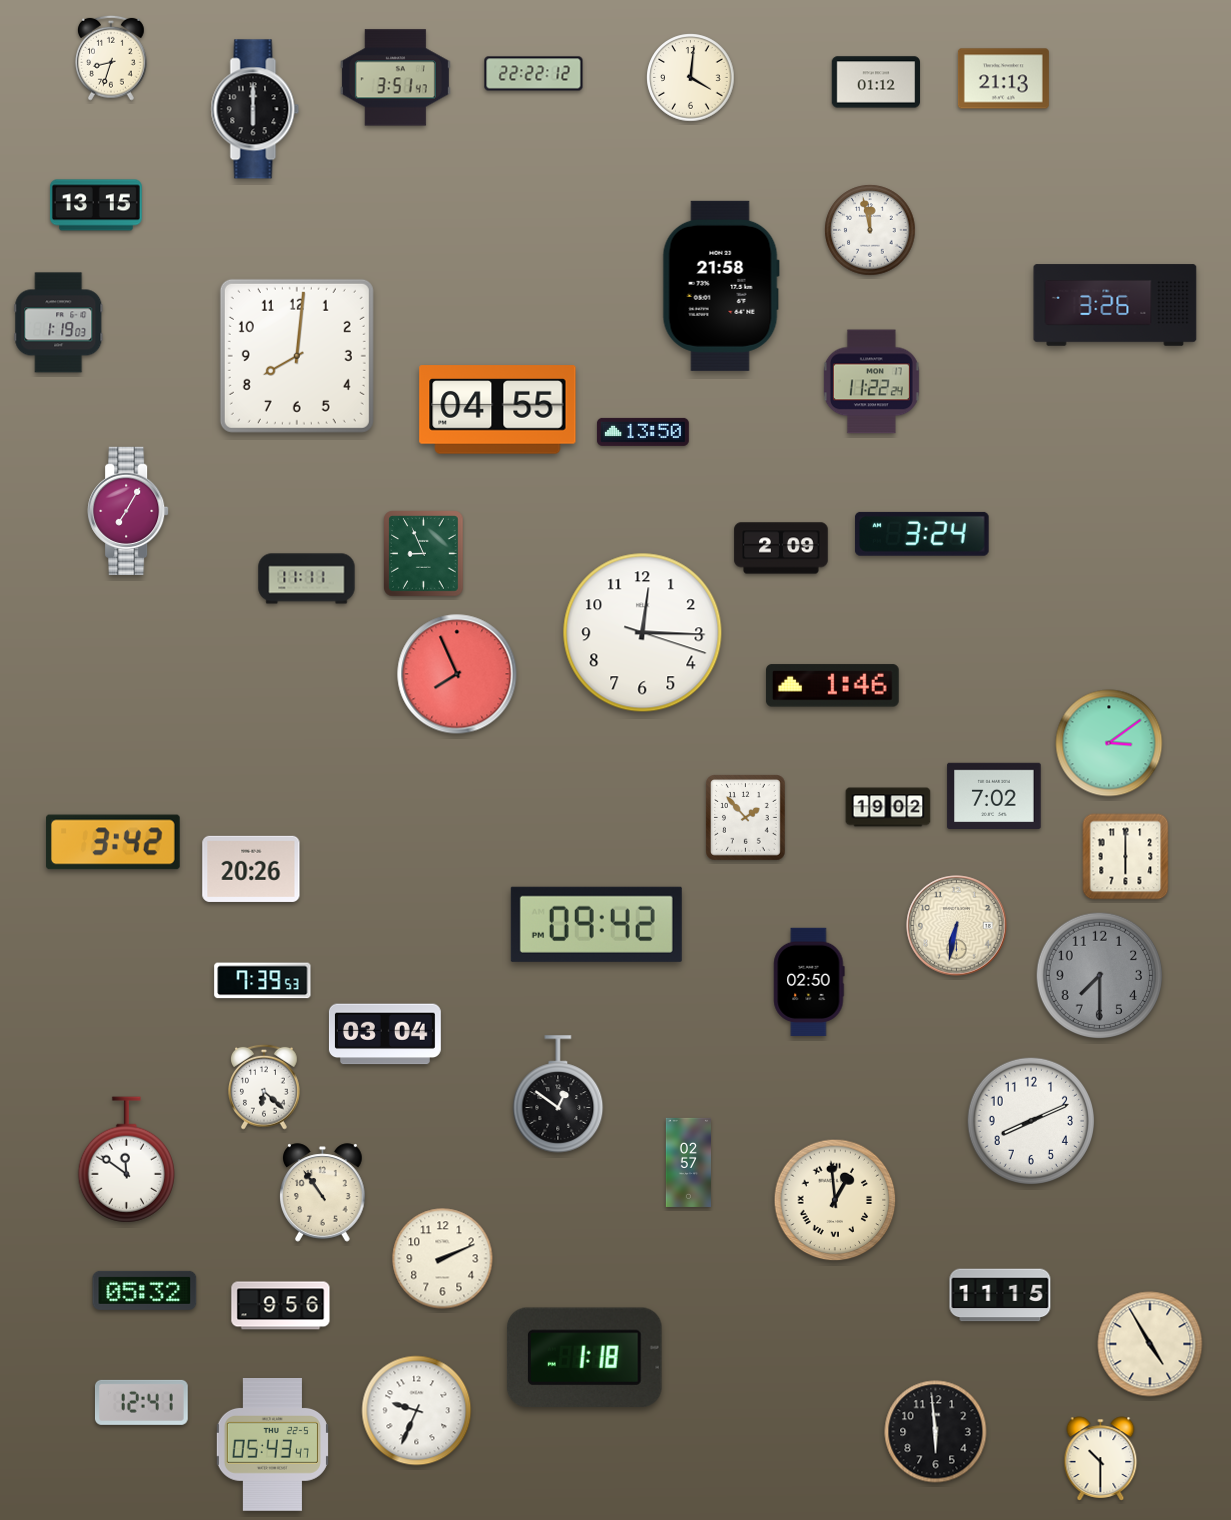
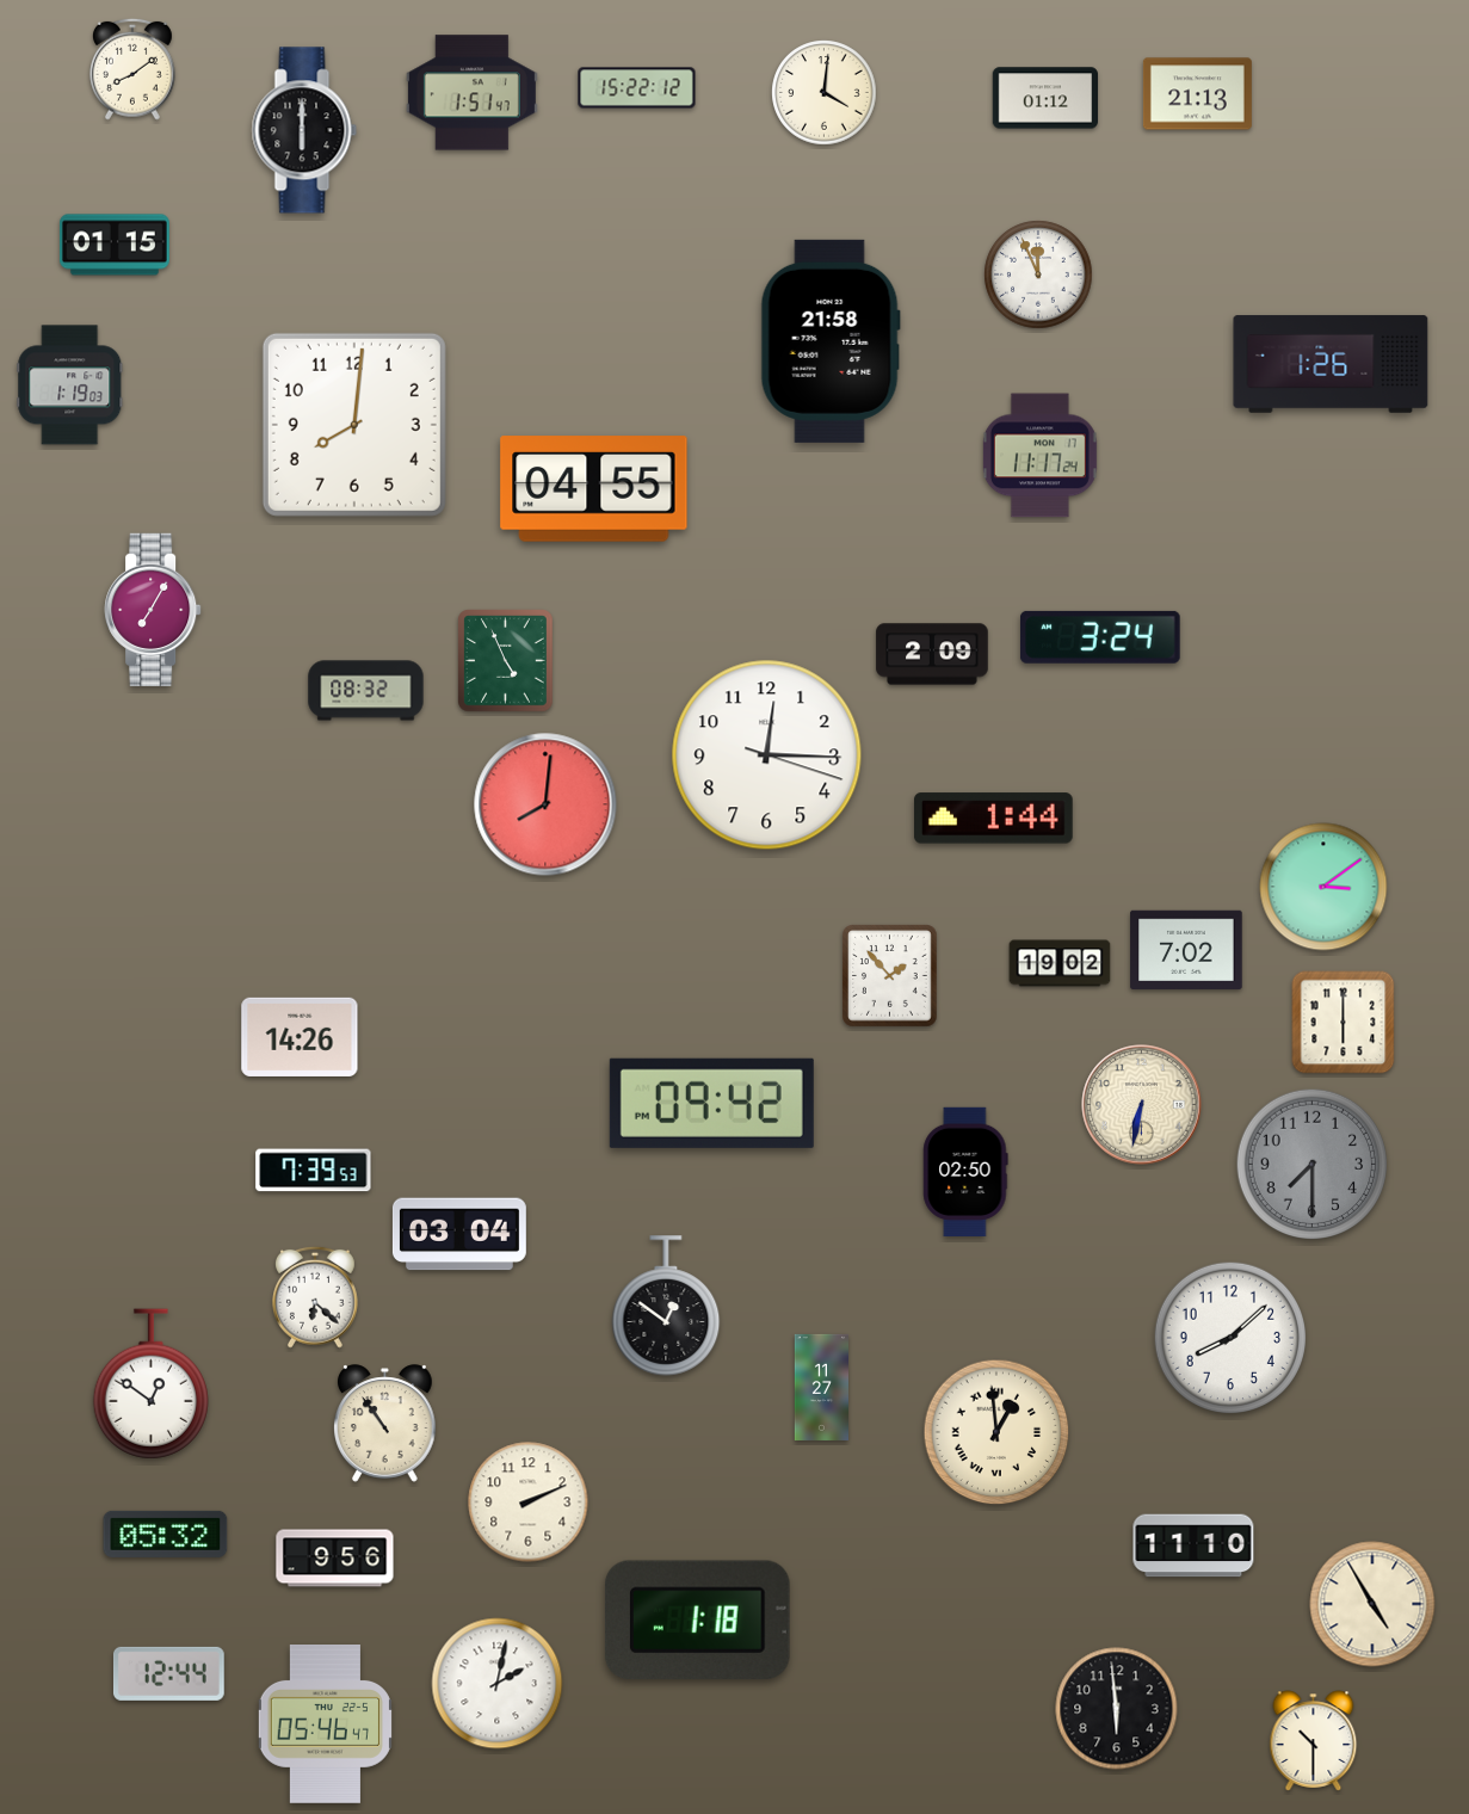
clock at (112, 58): 8:33 -> 8:09
clock at (534, 74): 22:22 -> 15:22
clock at (395, 78): 3:51 -> 1:51
clock at (96, 205): 13:15 -> 01:15
clock at (870, 230): 11:58 -> 11:56
clock at (721, 286) position: (721, 286) -> (831, 341)
clock at (1115, 305): 3:26 -> 1:26
clock at (871, 382): 11:22 -> 11:17
clock at (643, 432): 13:50 -> none
clock at (424, 554): 8:56 -> 4:56
clock at (307, 579): 11:11 -> 08:32
clock at (457, 674): 7:56 -> 8:01
clock at (832, 686): 1:46 -> 1:44
clock at (113, 842): 3:42 -> none
clock at (251, 869): 20:26 -> 14:26
clock at (1030, 1120): 8:11 -> 8:08
clock at (126, 1160): 11:51 -> 12:51
clock at (688, 1162): 02:57 -> 11:27
clock at (145, 1290) position: (145, 1290) -> (166, 1534)
clock at (1000, 1295): 11:15 -> 11:10
clock at (142, 1402): 12:41 -> 12:44
clock at (417, 1411): 9:34 -> 2:02
clock at (272, 1445): 05:43 -> 05:46
